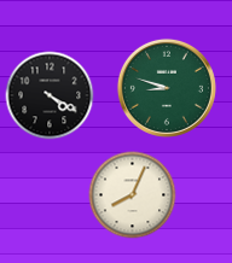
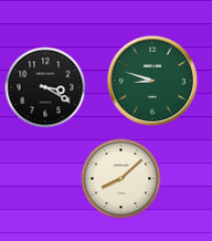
clock at (50, 95): 4:20 -> 3:20
clock at (133, 195): 8:04 -> 8:08
